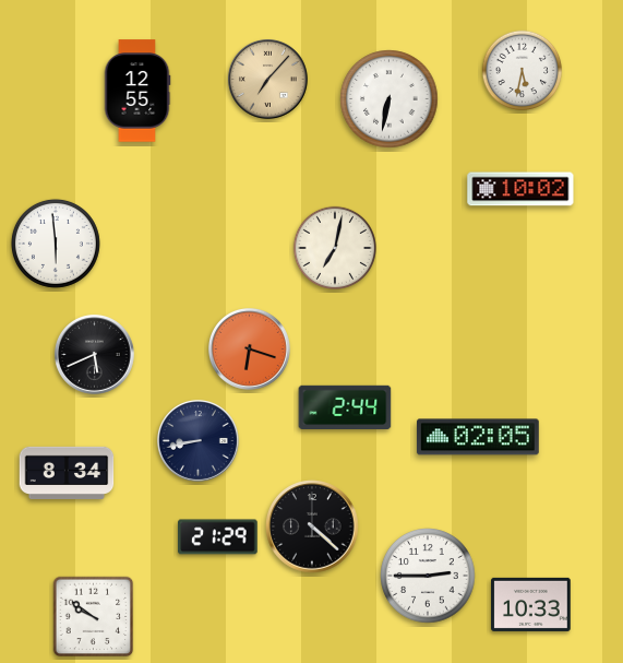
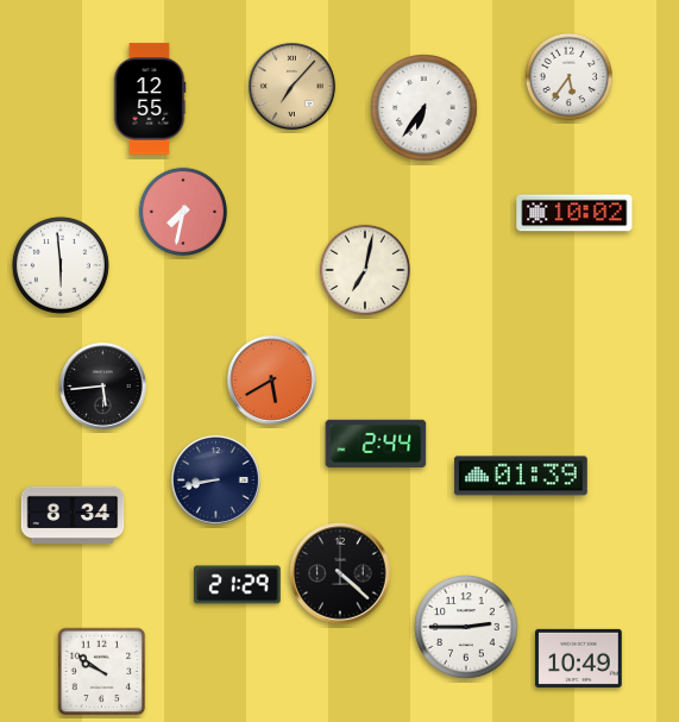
clock at (523, 71): 5:32 -> 5:36
clock at (390, 99): 6:32 -> 6:36
clock at (520, 189) position: (520, 189) -> (574, 213)
clock at (183, 212): none -> 7:32
clock at (250, 350): 6:18 -> 5:40
clock at (94, 354): 5:41 -> 5:44
clock at (478, 437): 02:05 -> 01:39
clock at (531, 604): 10:33 -> 10:49
